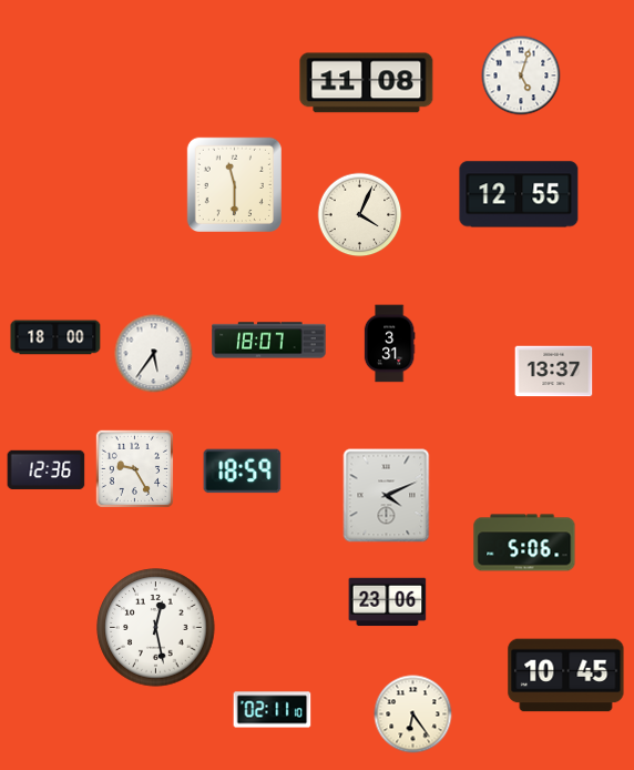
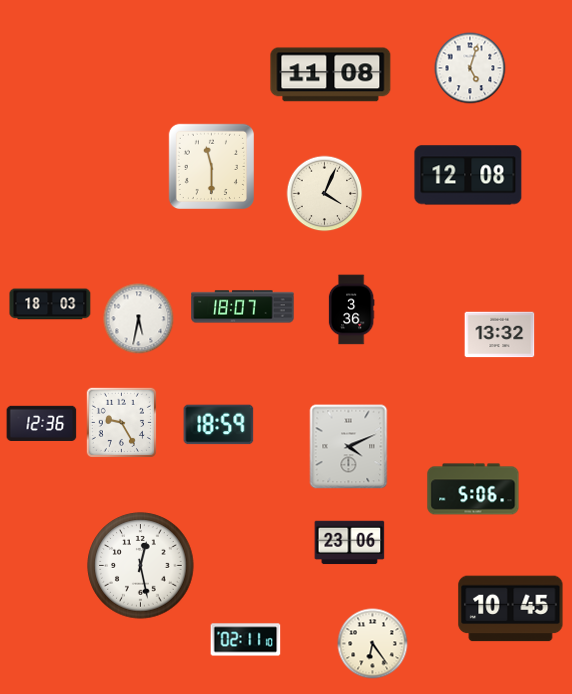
clock at (519, 194): 12:55 -> 12:08
clock at (55, 337): 18:00 -> 18:03
clock at (389, 344): 3:31 -> 3:36
clock at (154, 354): 5:36 -> 5:32
clock at (554, 372): 13:37 -> 13:32
